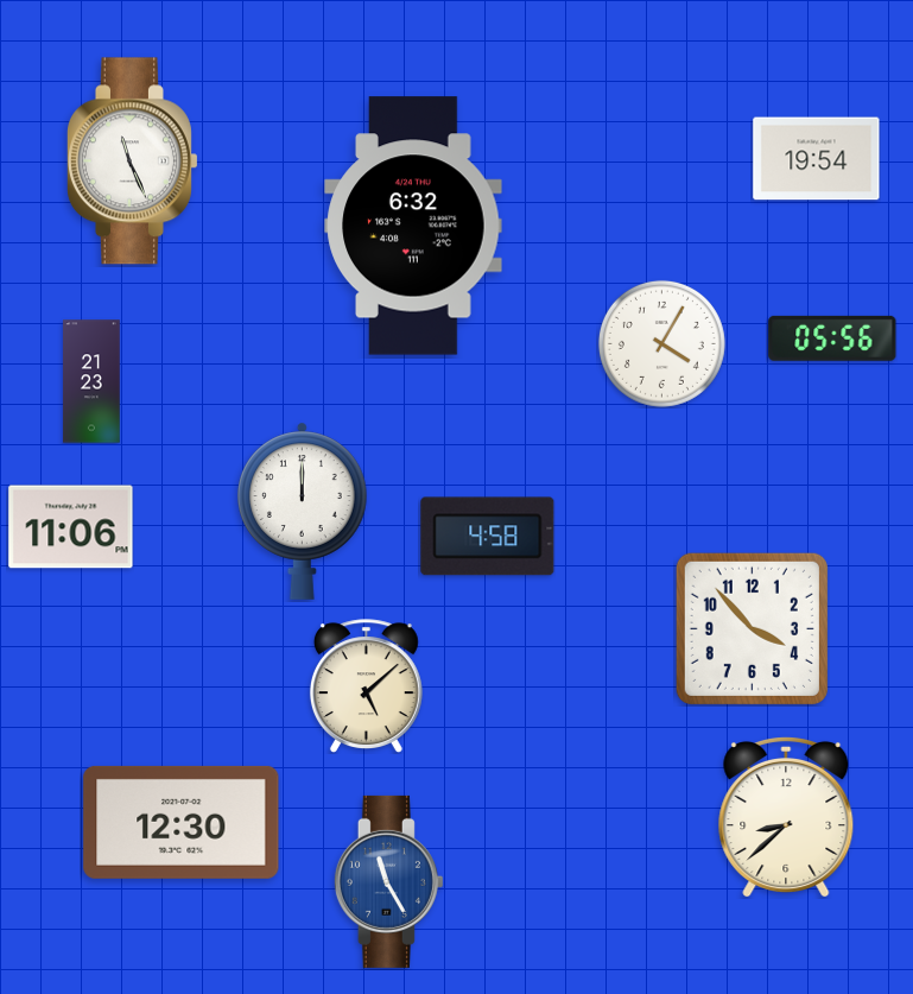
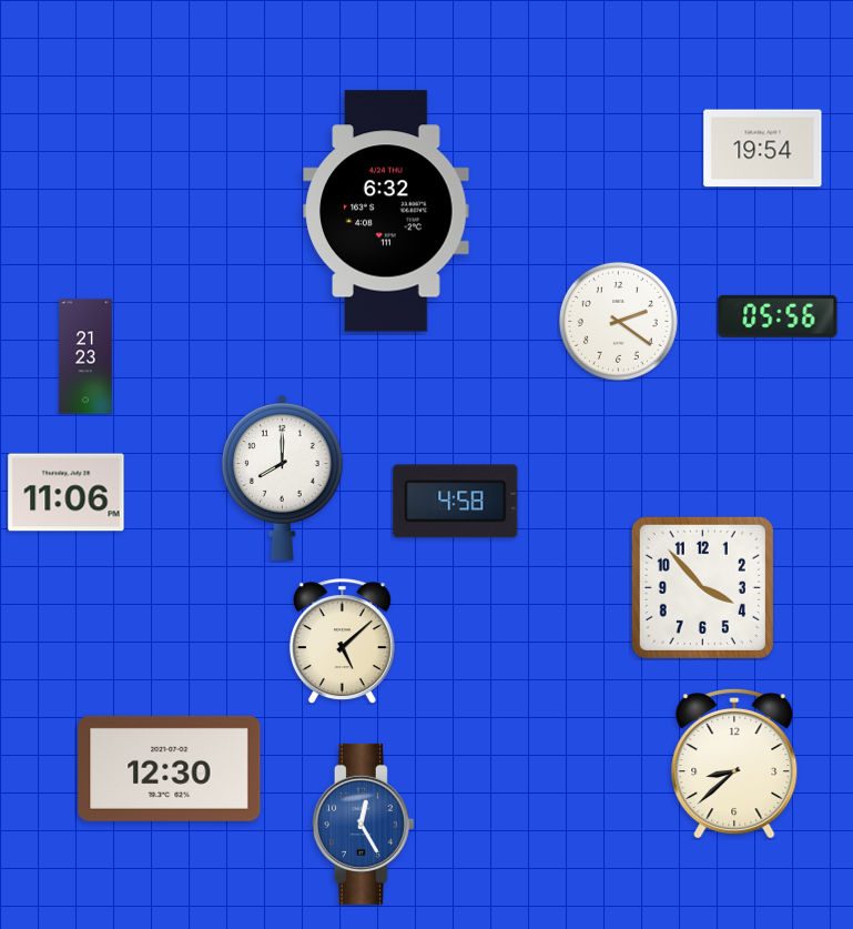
clock at (132, 162): 11:26 -> none
clock at (661, 343): 4:05 -> 2:21
clock at (303, 511): 12:00 -> 8:00
clock at (388, 881): 11:25 -> 12:25
